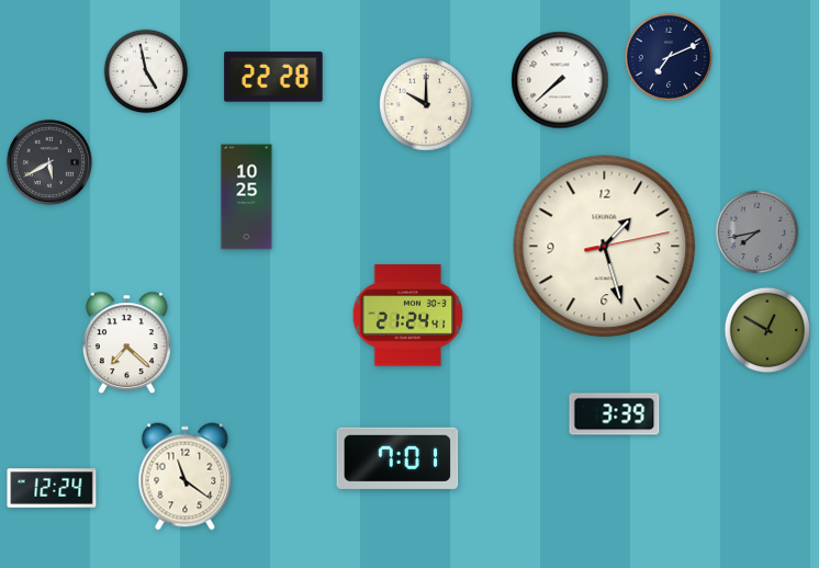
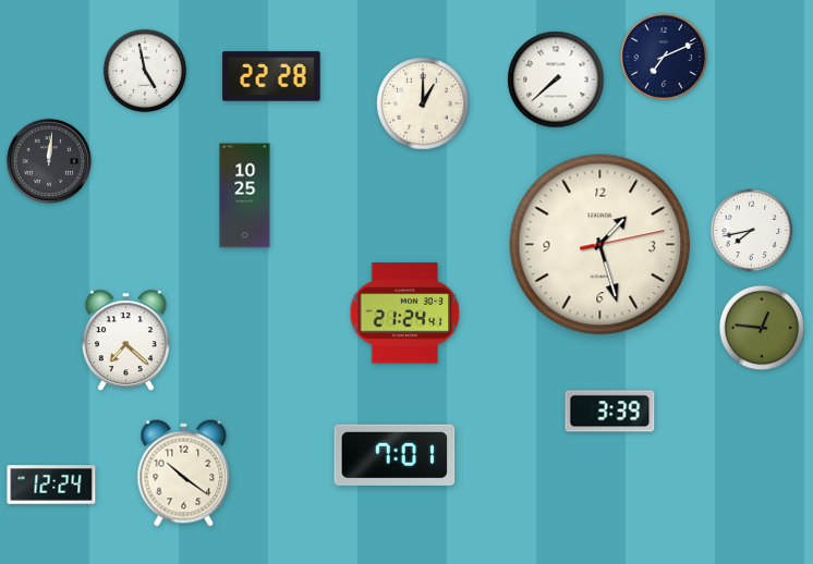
clock at (426, 104): 10:00 -> 1:00
clock at (49, 162): 5:40 -> 12:01
clock at (758, 232) dial: grey -> white
clock at (767, 330): 12:50 -> 12:46
clock at (186, 477): 11:21 -> 10:21
